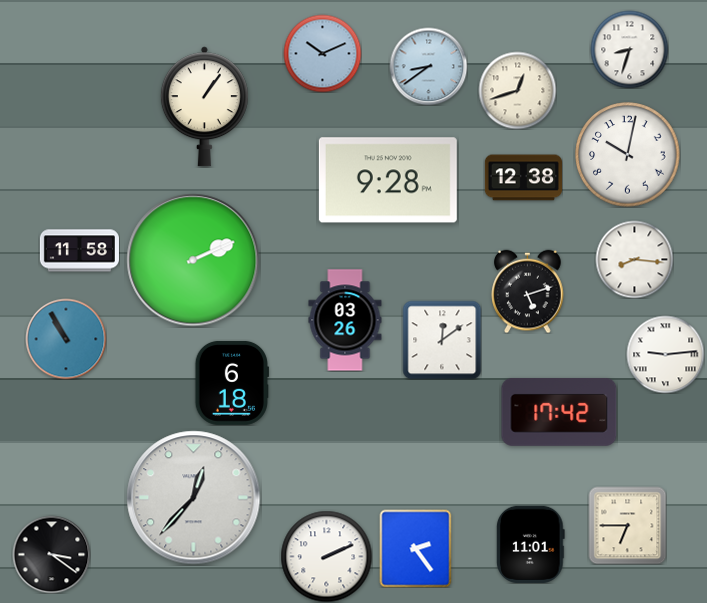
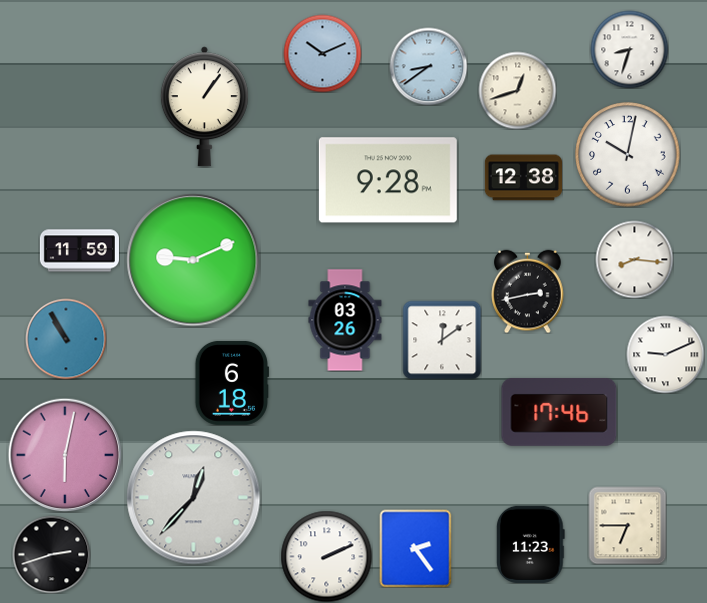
clock at (79, 251): 11:58 -> 11:59
clock at (193, 260): 2:11 -> 9:11
clock at (528, 291): 5:12 -> 2:43
clock at (665, 354): 9:14 -> 9:11
clock at (559, 412): 17:42 -> 17:46
clock at (65, 455): none -> 6:02
clock at (531, 544): 11:01 -> 11:23
clock at (51, 554): 3:21 -> 2:42
